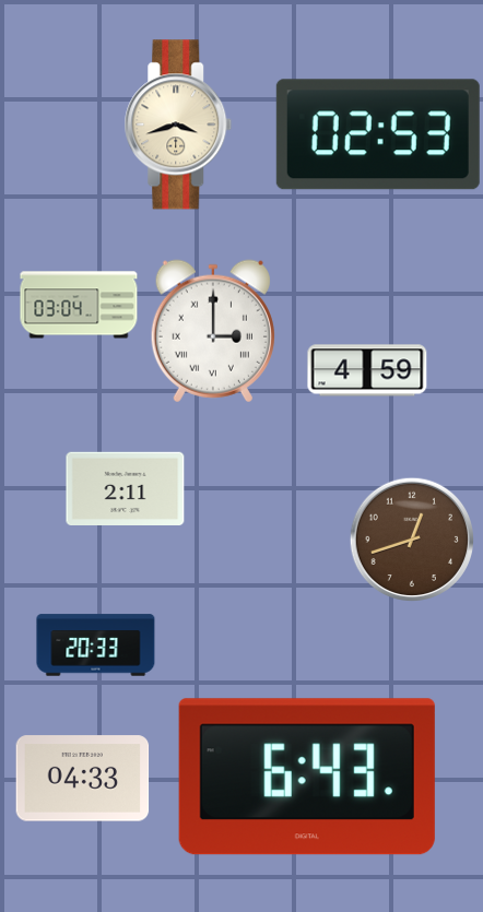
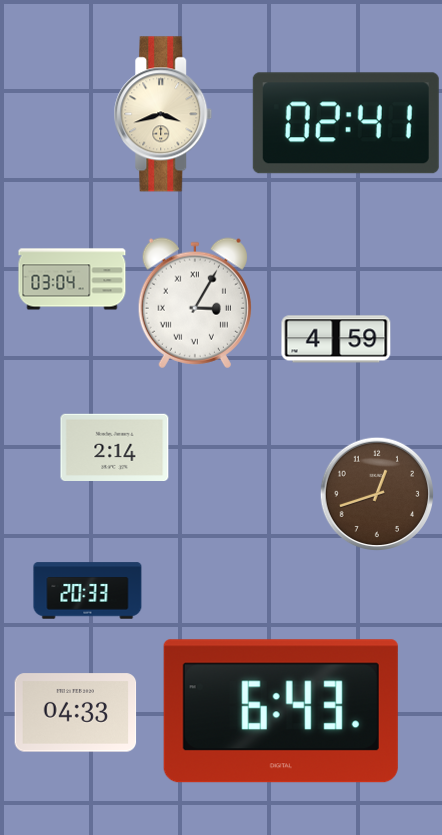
clock at (378, 134): 02:53 -> 02:41
clock at (213, 331): 3:00 -> 3:05
clock at (126, 488): 2:11 -> 2:14
